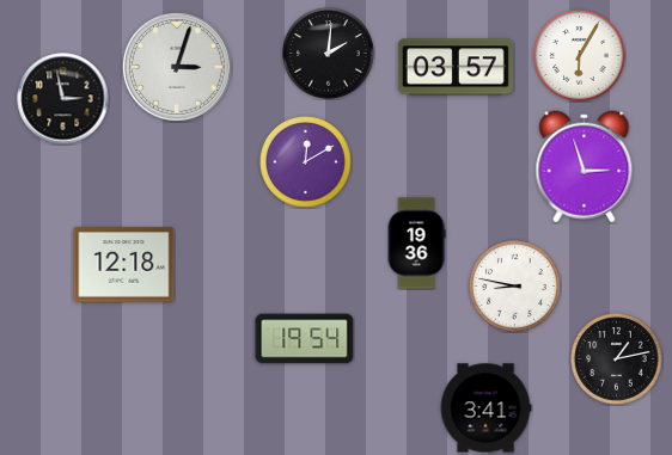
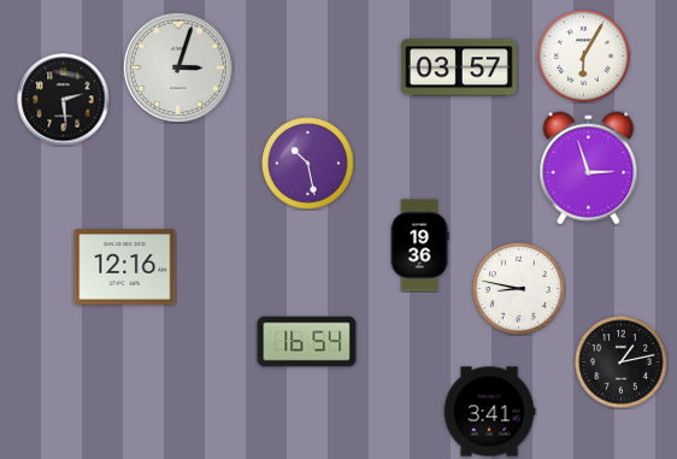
clock at (329, 54): 2:01 -> none
clock at (63, 99): 2:58 -> 2:29
clock at (306, 162): 12:10 -> 10:28
clock at (124, 265): 12:18 -> 12:16
clock at (305, 339): 19:54 -> 16:54
